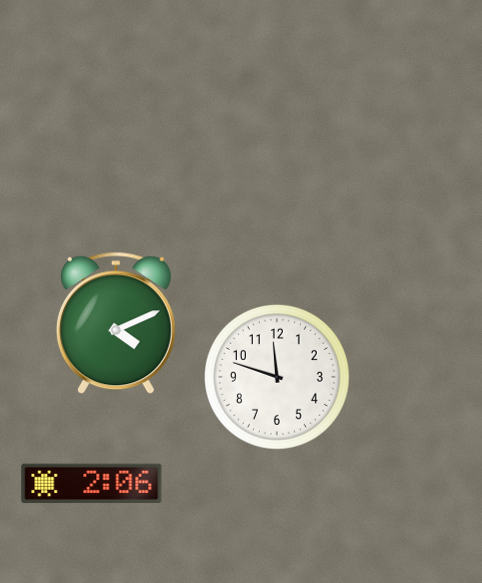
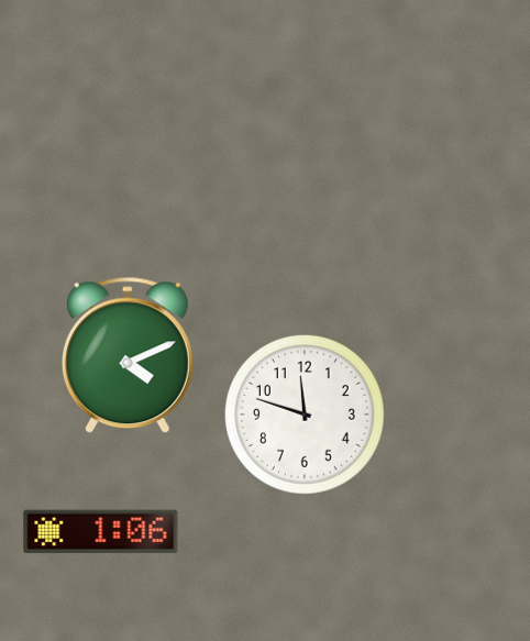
clock at (92, 484): 2:06 -> 1:06
